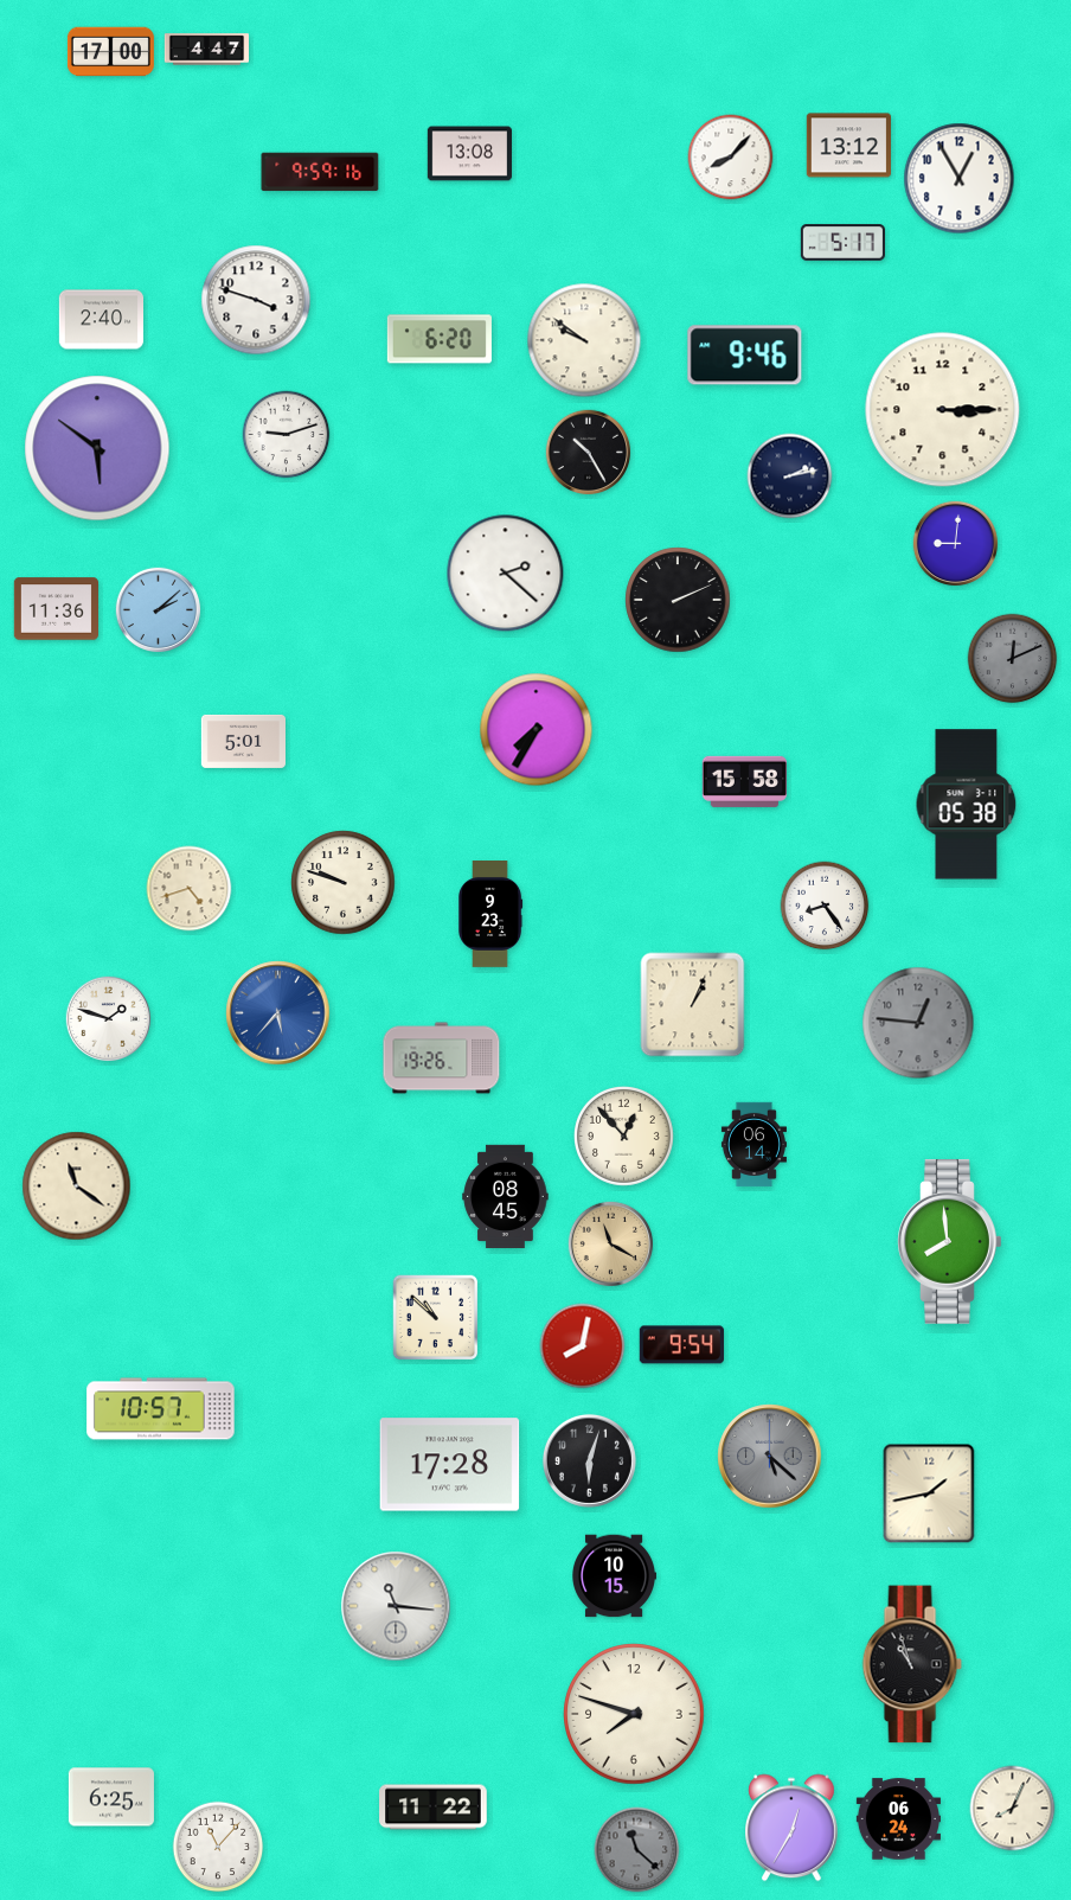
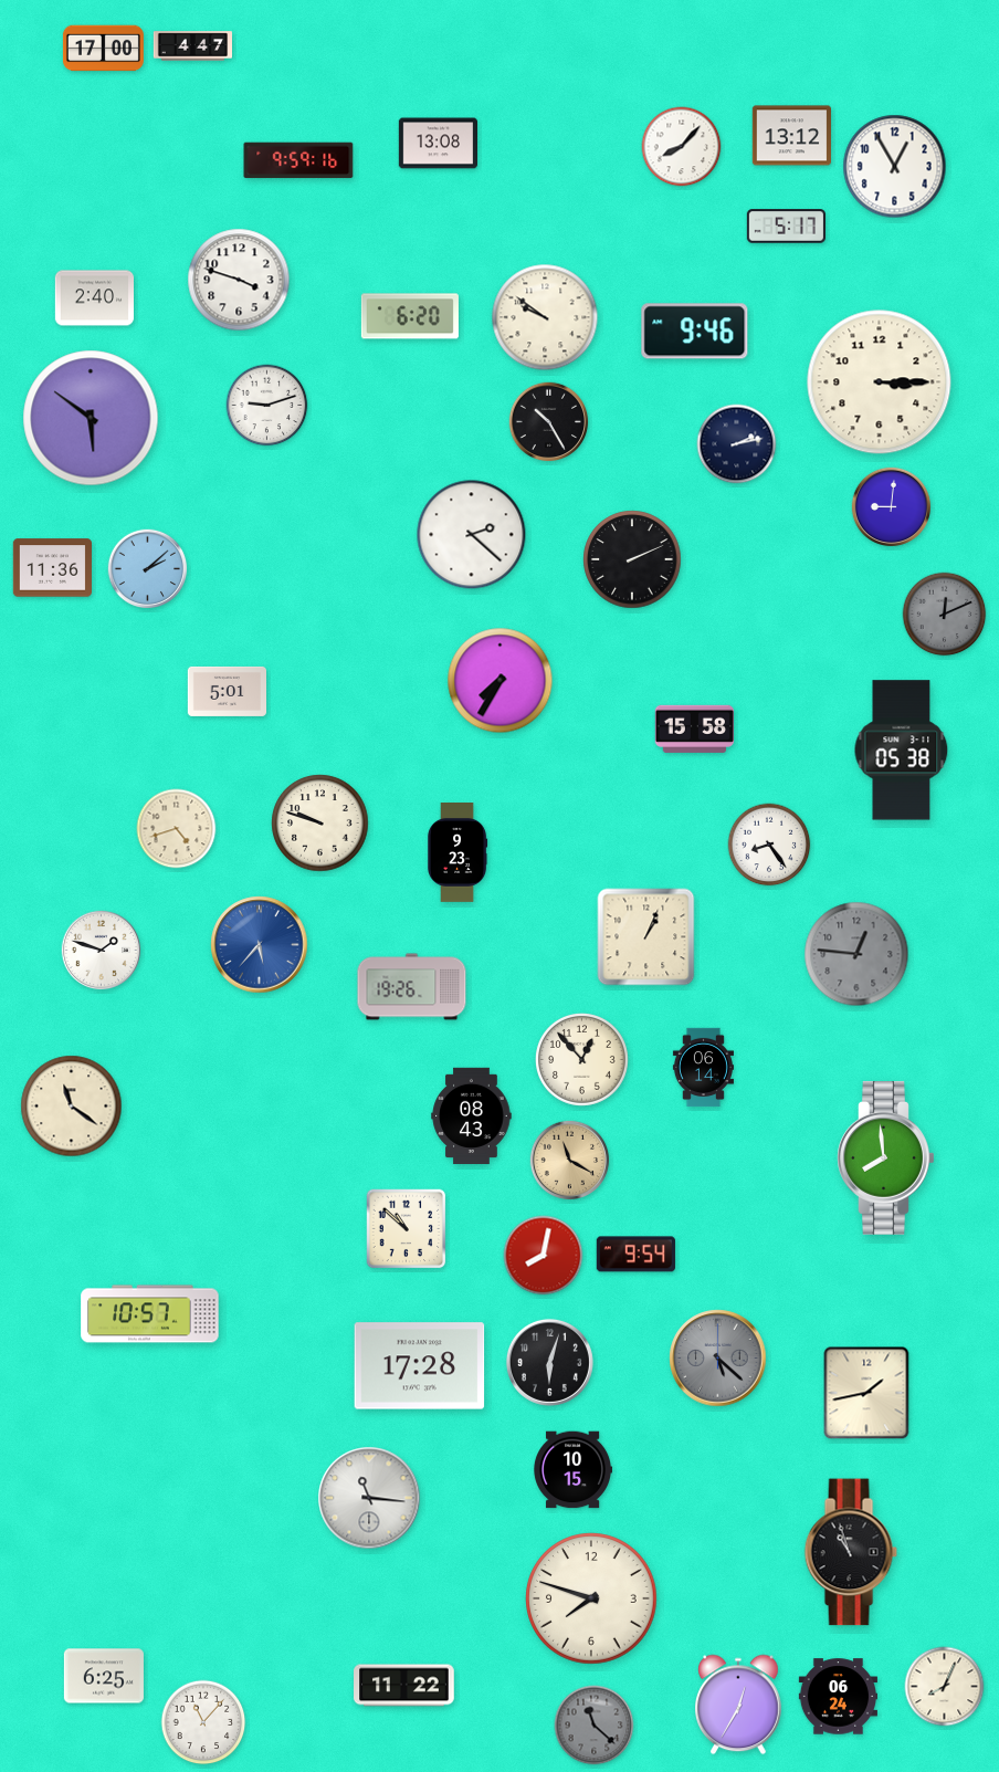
clock at (506, 1197): 08:45 -> 08:43
